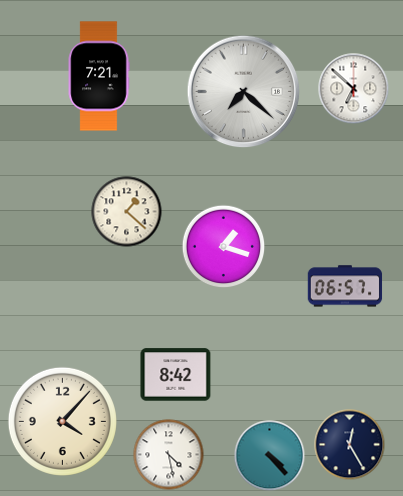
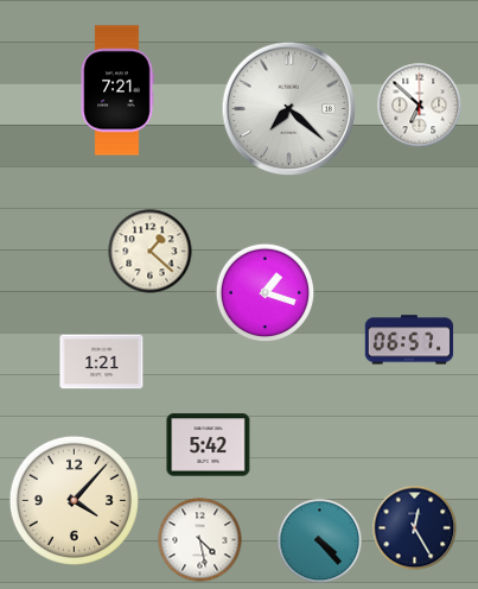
clock at (102, 362): none -> 1:21
clock at (176, 375): 8:42 -> 5:42
